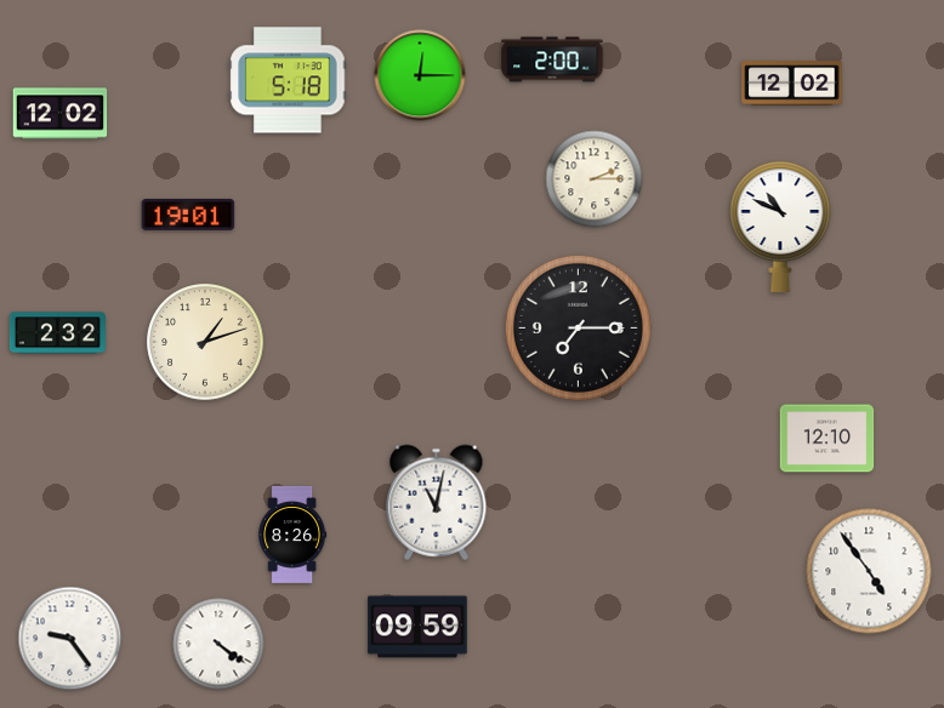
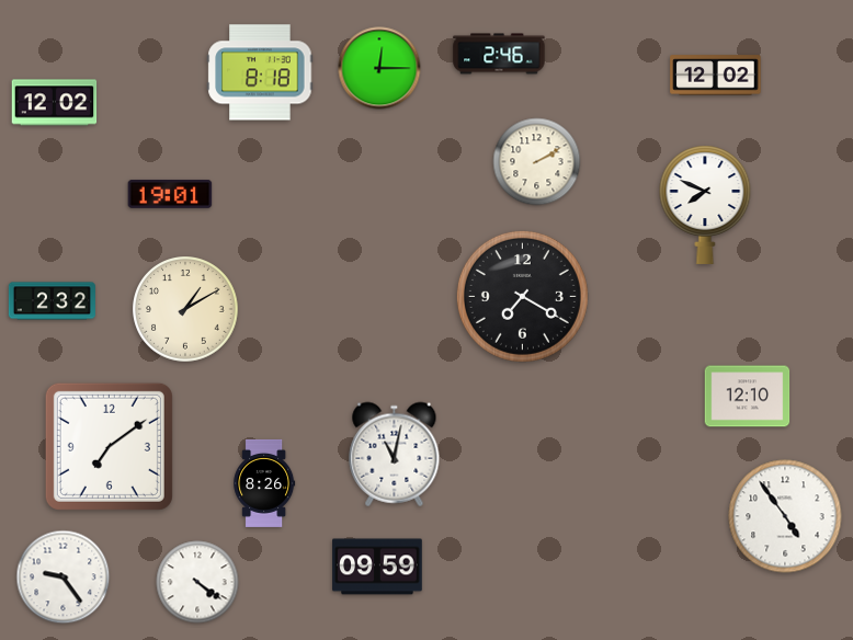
clock at (552, 59): 2:00 -> 2:46
clock at (288, 80): 5:18 -> 8:18
clock at (595, 179): 2:15 -> 2:10
clock at (780, 227): 10:49 -> 7:49
clock at (578, 327): 7:15 -> 7:20
clock at (205, 342): 1:12 -> 1:10
clock at (109, 446): none -> 7:09
